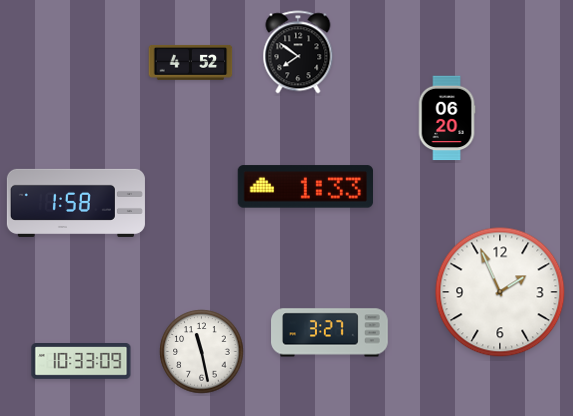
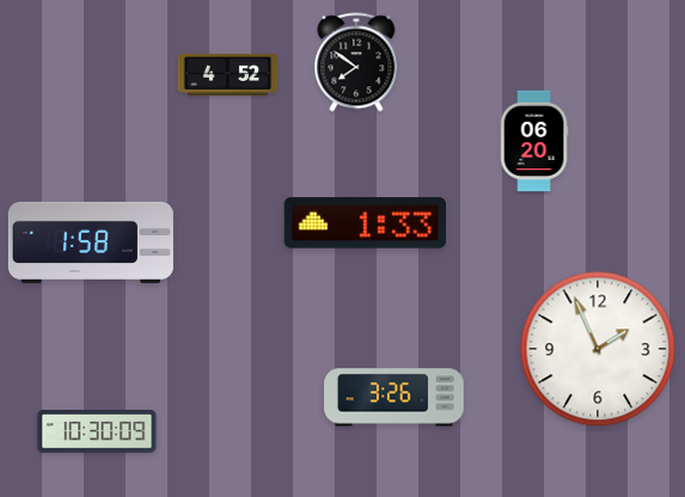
clock at (330, 333): 3:27 -> 3:26
clock at (202, 352): 11:28 -> none
clock at (81, 361): 10:33 -> 10:30
